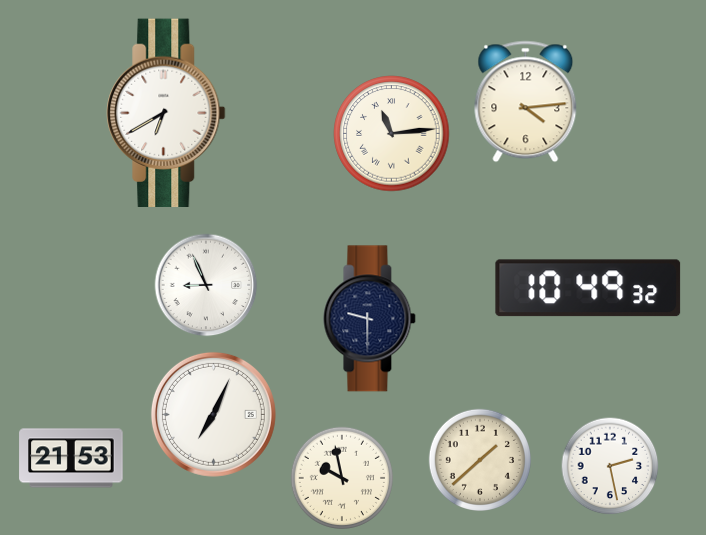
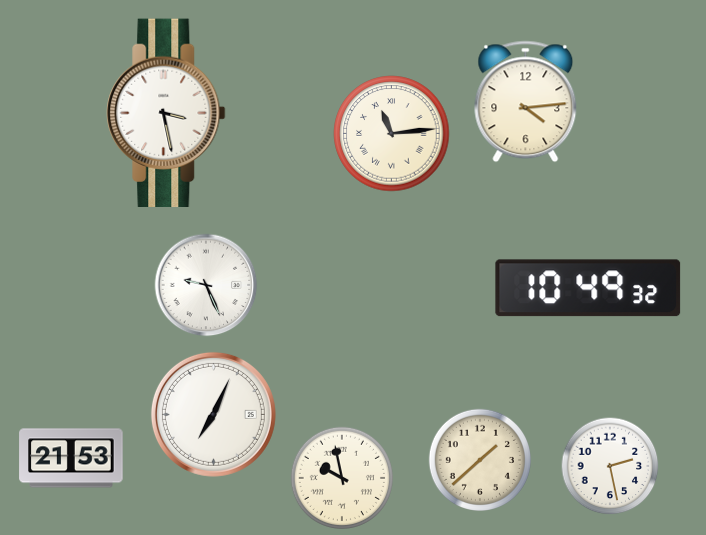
clock at (166, 112): 6:40 -> 3:28
clock at (206, 285): 8:56 -> 9:26
clock at (370, 319): 9:30 -> none
